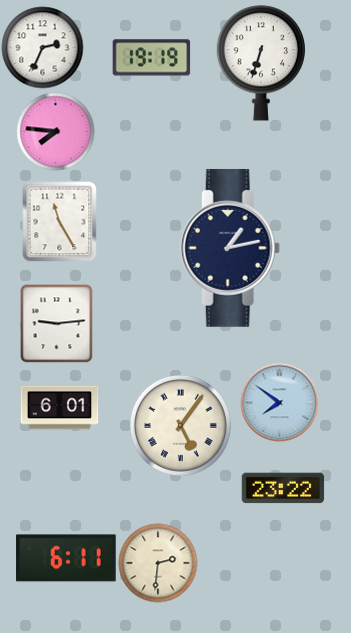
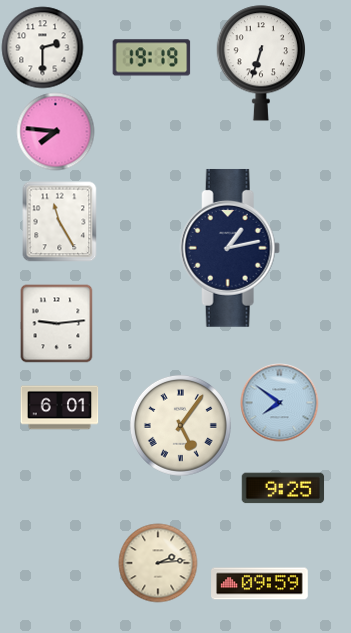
clock at (42, 47): 2:34 -> 2:30
clock at (283, 488): 23:22 -> 9:25
clock at (66, 558): 6:11 -> none
clock at (158, 563): 2:31 -> 2:14
clock at (260, 584): none -> 09:59
